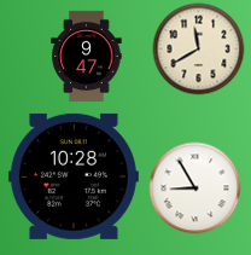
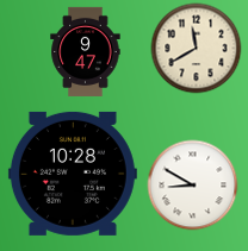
clock at (87, 56) position: (87, 56) -> (86, 51)
clock at (195, 189): 8:55 -> 8:50
